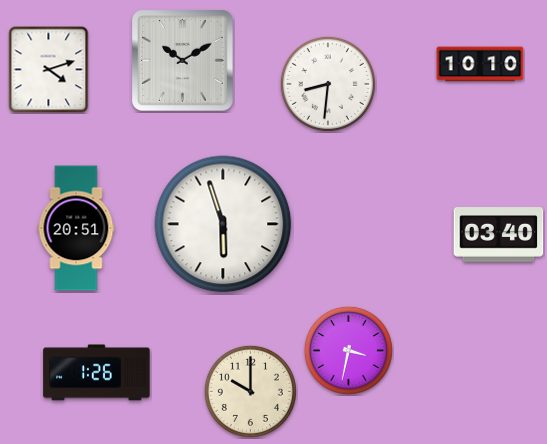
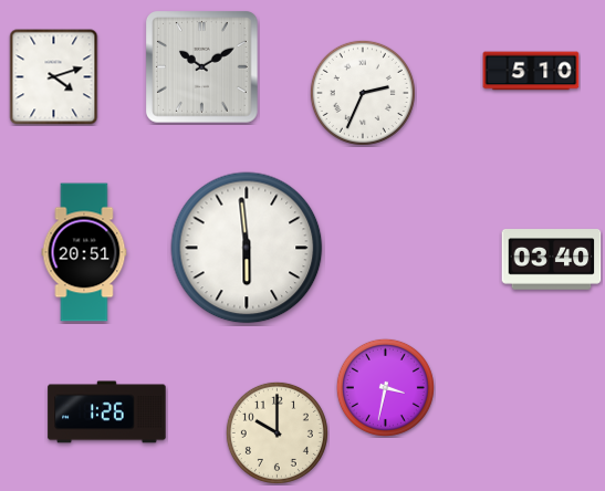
clock at (480, 64): 10:10 -> 5:10
clock at (328, 84): 8:31 -> 2:34
clock at (223, 224): 5:57 -> 5:59
